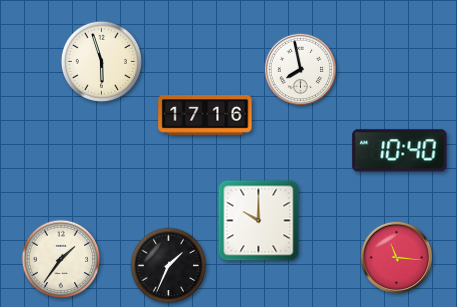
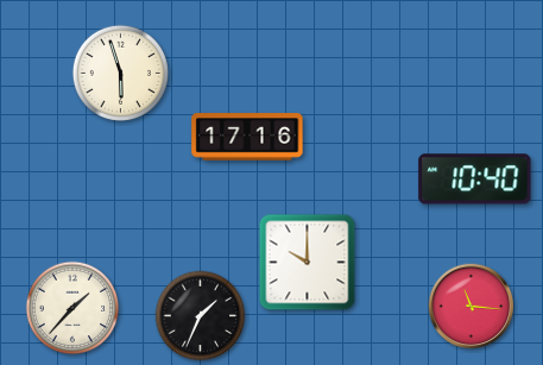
clock at (301, 70): 7:58 -> none
clock at (205, 116) position: (205, 116) -> (247, 138)
clock at (61, 259): 1:36 -> 1:37
